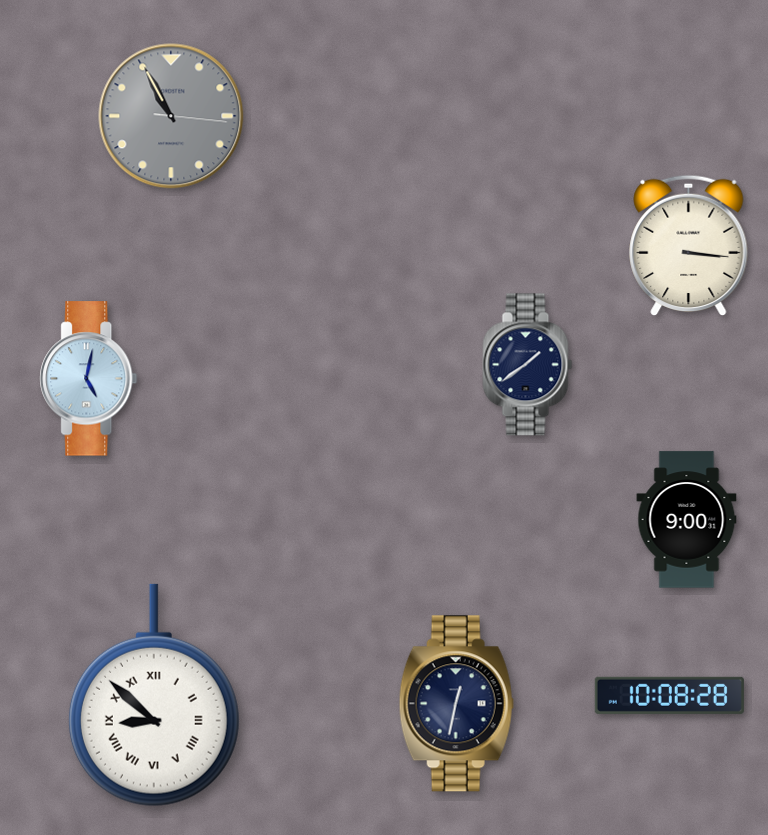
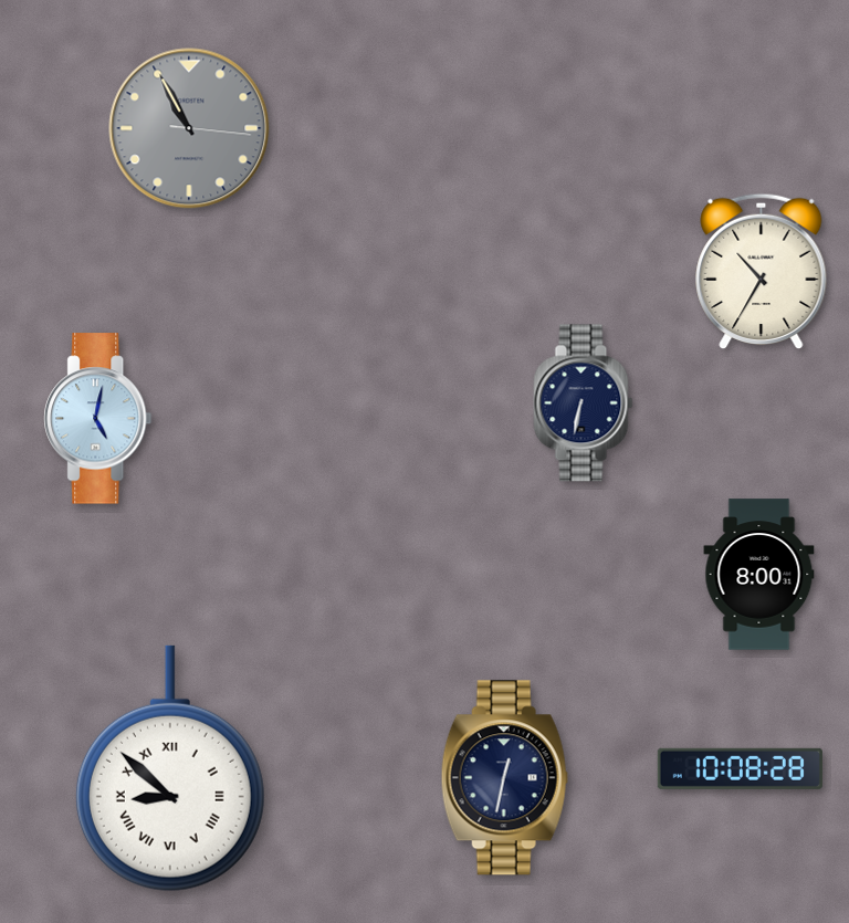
clock at (689, 246): 3:16 -> 10:35
clock at (528, 365): 1:39 -> 6:32
clock at (687, 520): 9:00 -> 8:00
